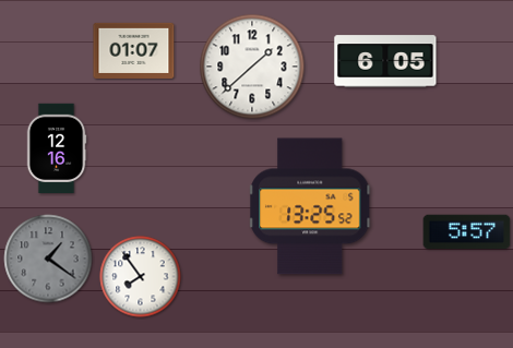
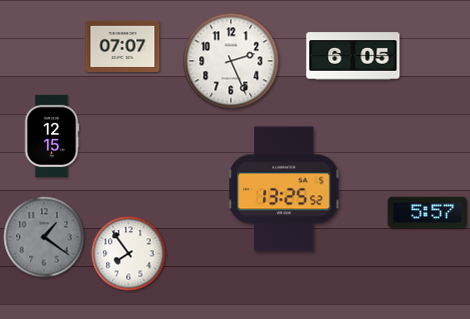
clock at (134, 50): 01:07 -> 07:07
clock at (252, 67): 1:38 -> 2:26
clock at (57, 147): 12:16 -> 12:15
